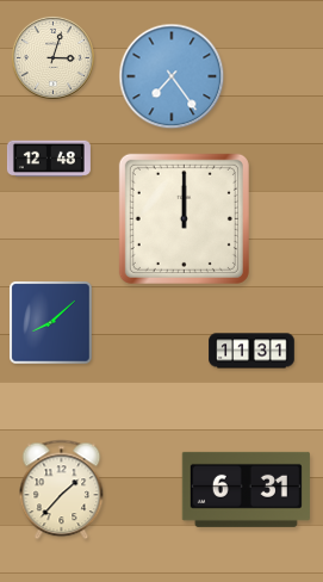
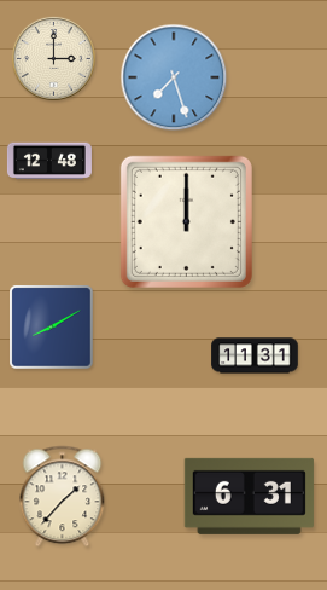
clock at (52, 57): 3:03 -> 3:00
clock at (172, 76): 7:24 -> 7:27
clock at (51, 323): 8:08 -> 8:10
